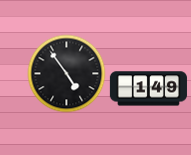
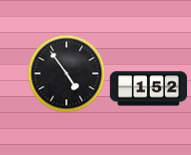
clock at (148, 89): 1:49 -> 1:52
